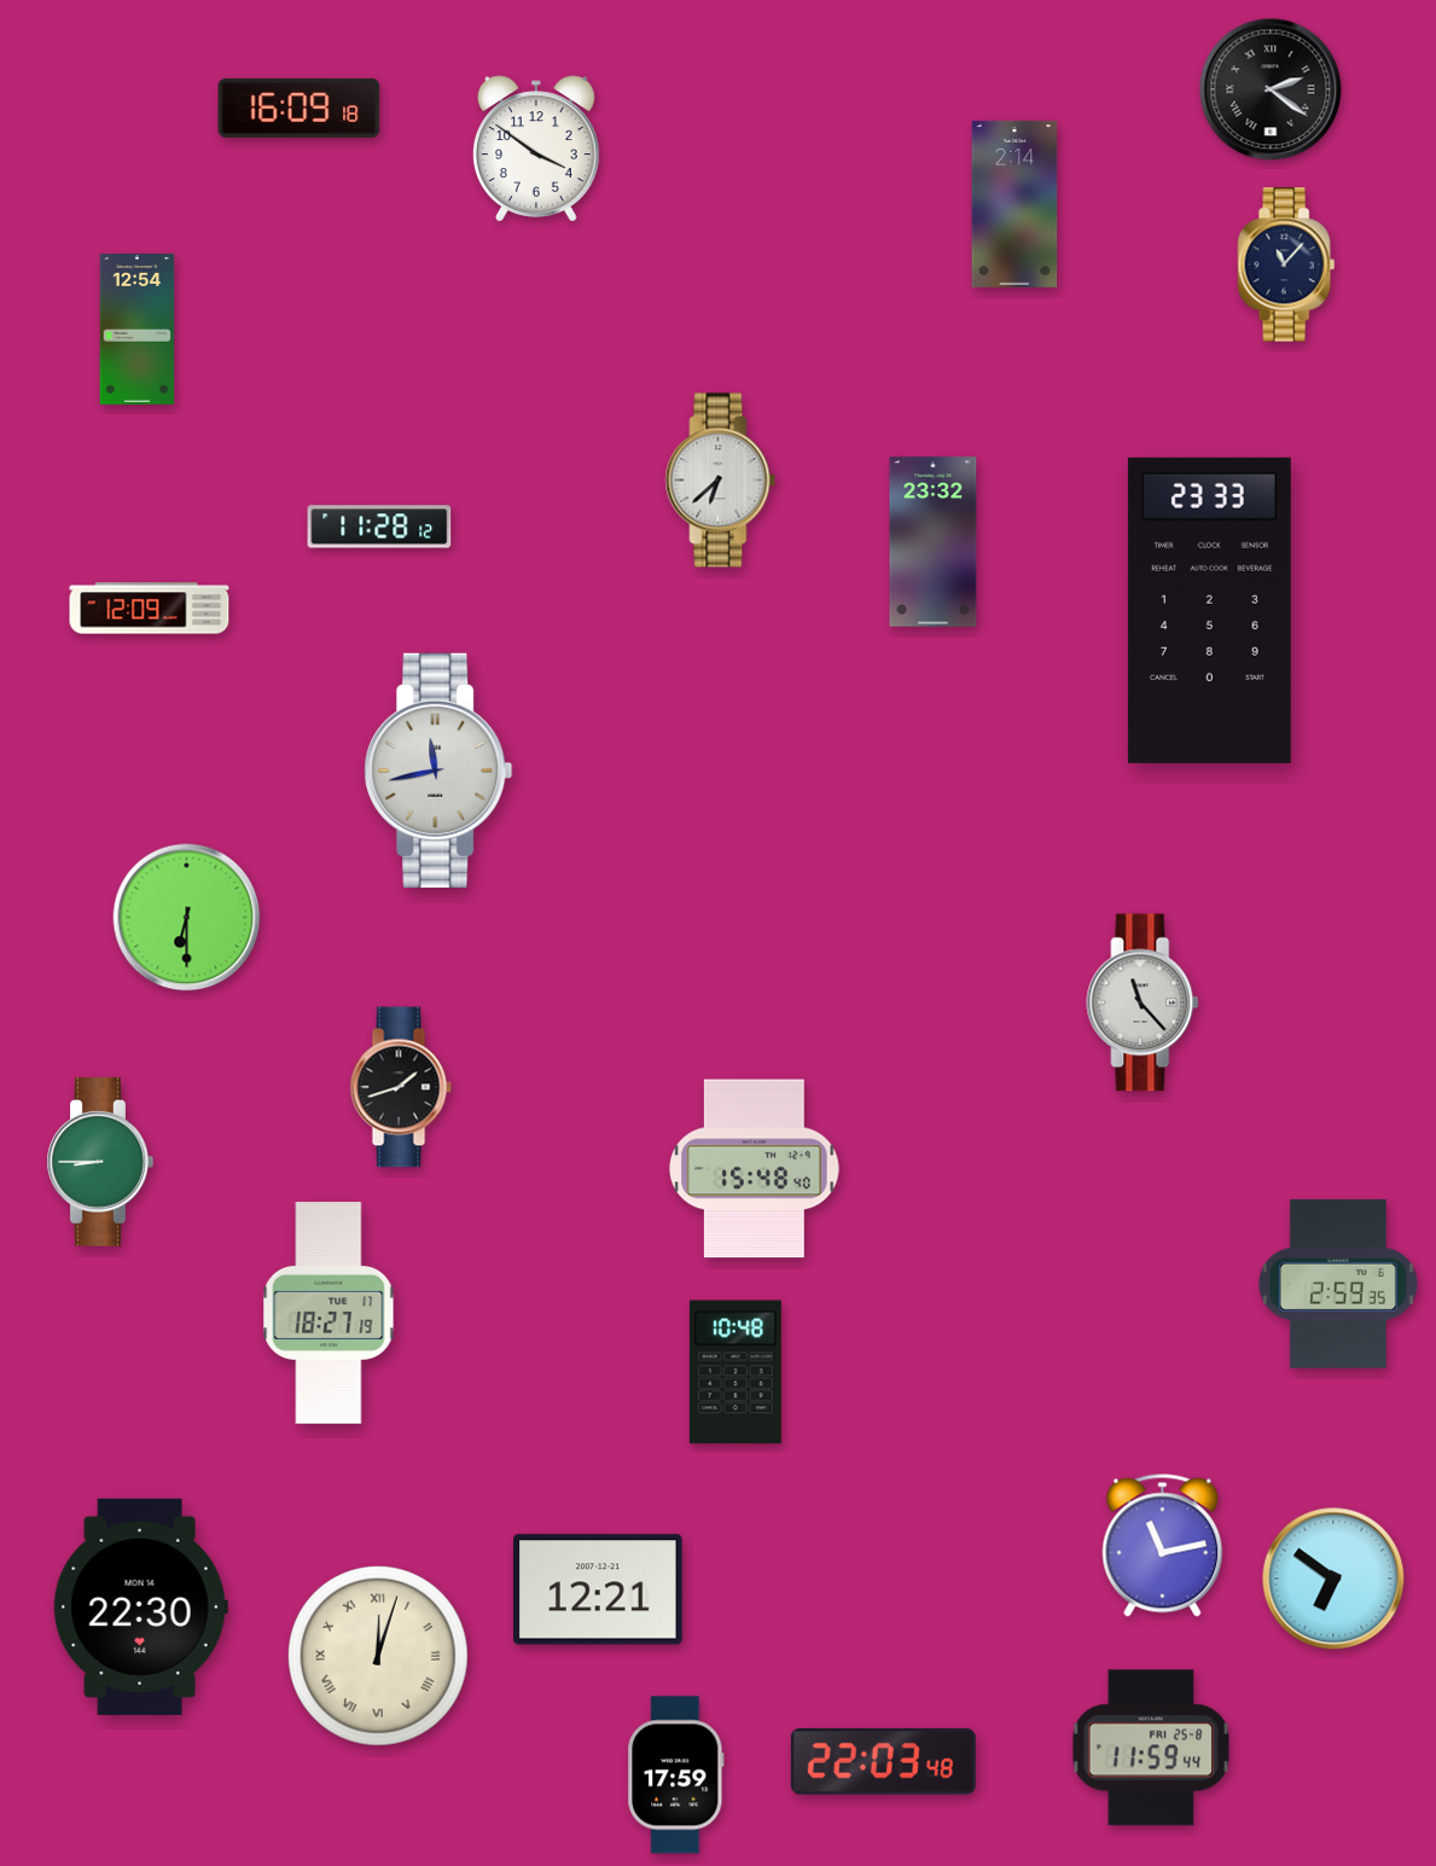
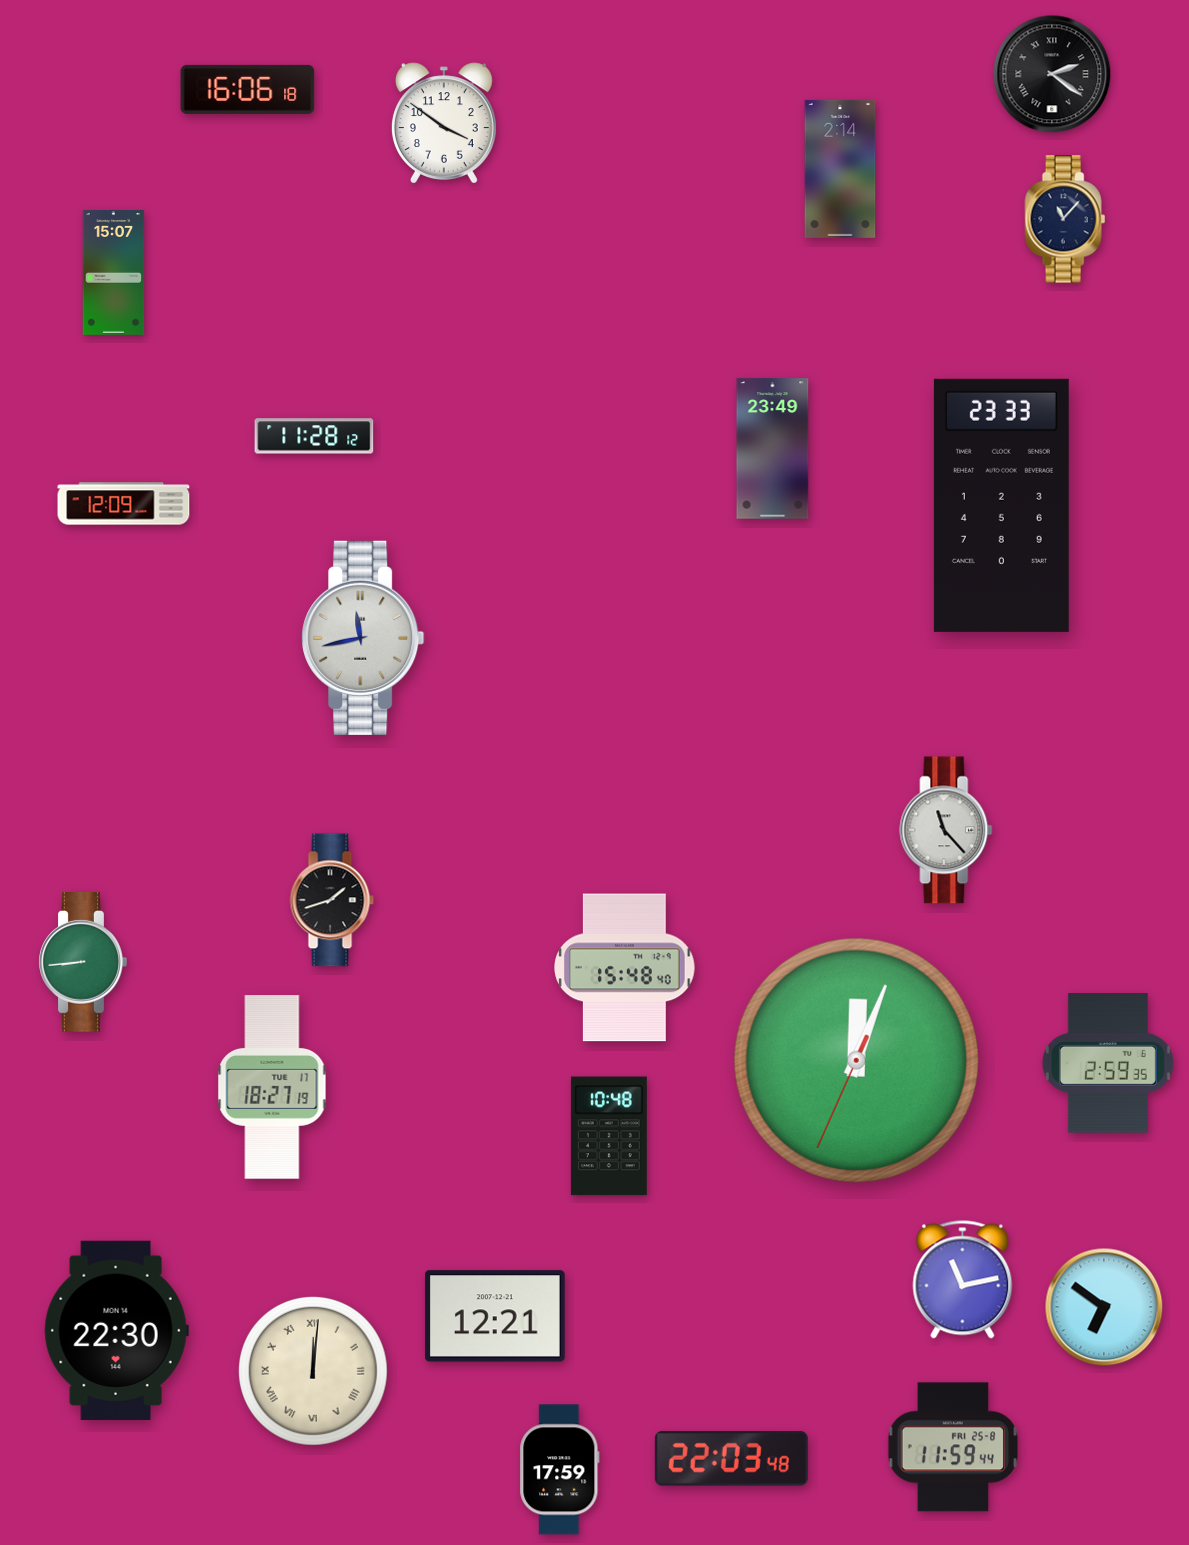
clock at (300, 107): 16:09 -> 16:06
clock at (138, 330): 12:54 -> 15:07
clock at (721, 481): 6:38 -> none
clock at (934, 542): 23:32 -> 23:49
clock at (187, 918): 6:30 -> none
clock at (100, 1163): 8:45 -> 8:44
clock at (856, 1060): none -> 12:03
clock at (378, 1656): 12:03 -> 12:01
